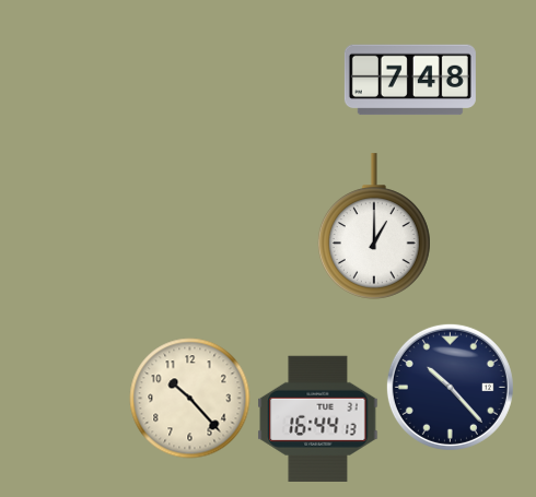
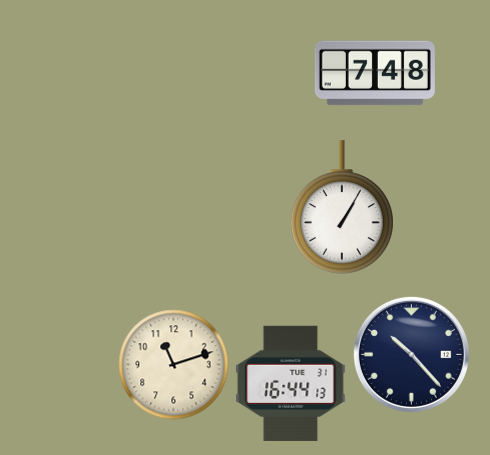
clock at (374, 226): 1:00 -> 1:05
clock at (190, 399): 10:23 -> 11:12
